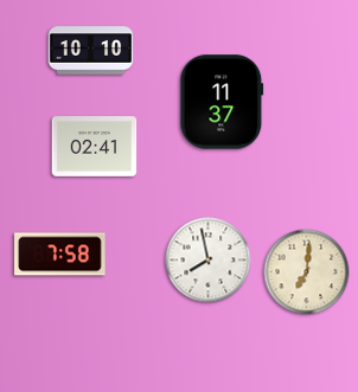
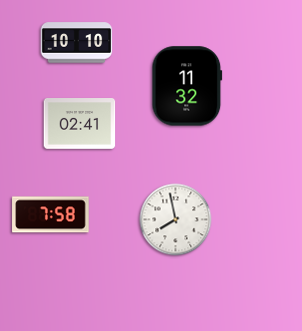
clock at (222, 102): 11:37 -> 11:32
clock at (307, 272): 7:01 -> none
